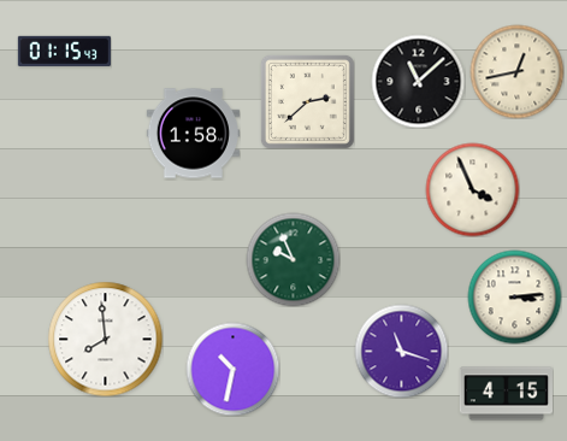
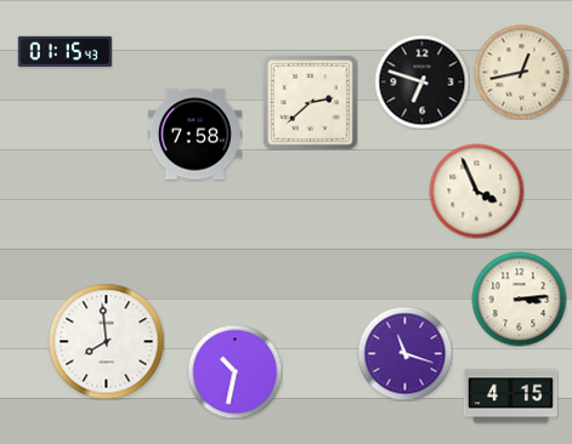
clock at (418, 81): 11:08 -> 6:48
clock at (193, 134): 1:58 -> 7:58
clock at (293, 259): 9:56 -> none
